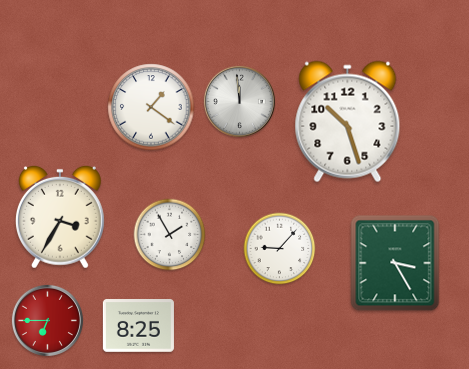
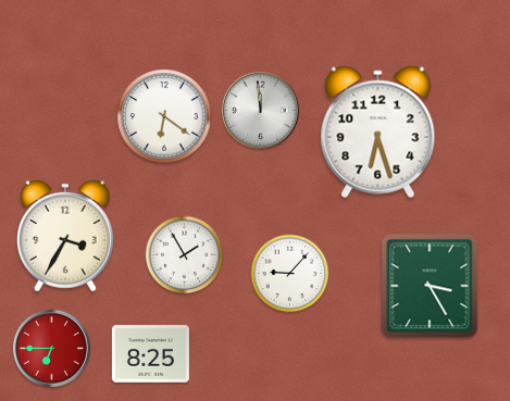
clock at (151, 107): 1:21 -> 6:21
clock at (348, 122): 10:27 -> 6:27
clock at (280, 249) position: (280, 249) -> (290, 274)
